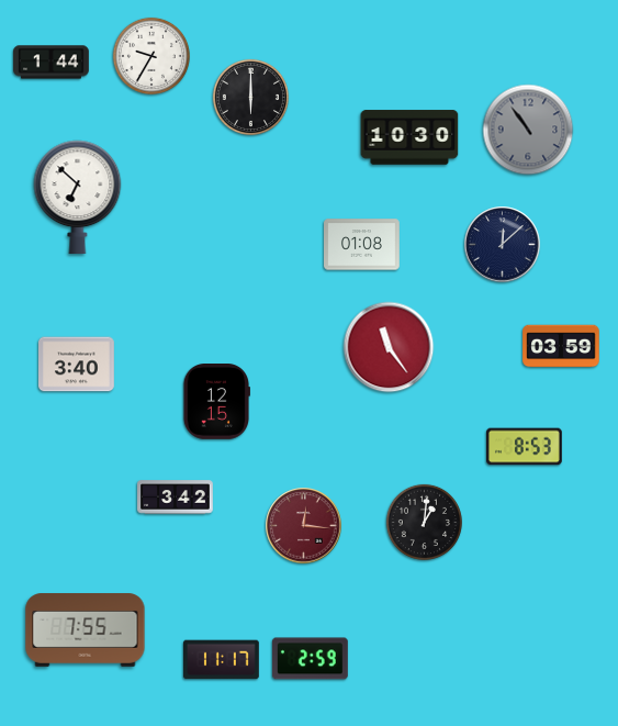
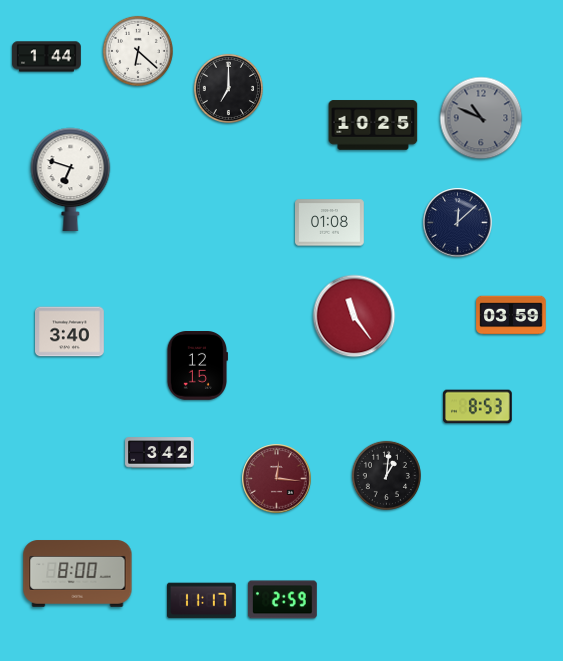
clock at (151, 56): 9:35 -> 6:22
clock at (250, 97): 6:00 -> 7:00
clock at (528, 130): 10:54 -> 10:49
clock at (409, 137): 10:30 -> 10:25
clock at (78, 197): 6:52 -> 6:48
clock at (86, 630): 7:55 -> 8:00
